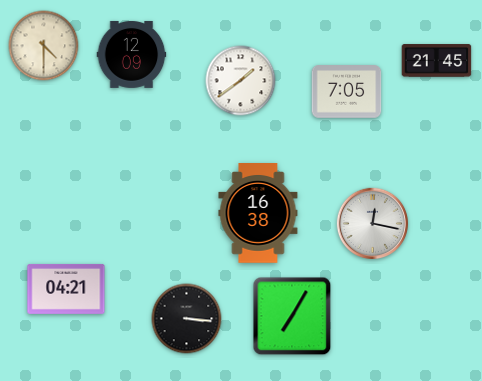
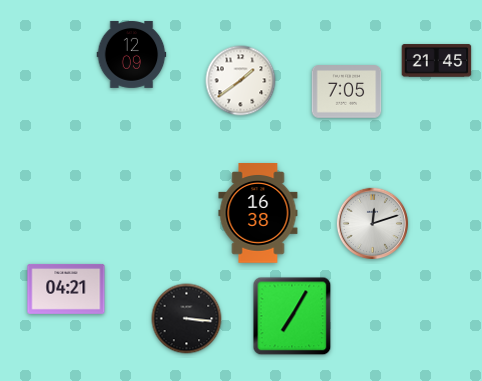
clock at (44, 46): 4:30 -> none
clock at (372, 223): 12:17 -> 12:12
